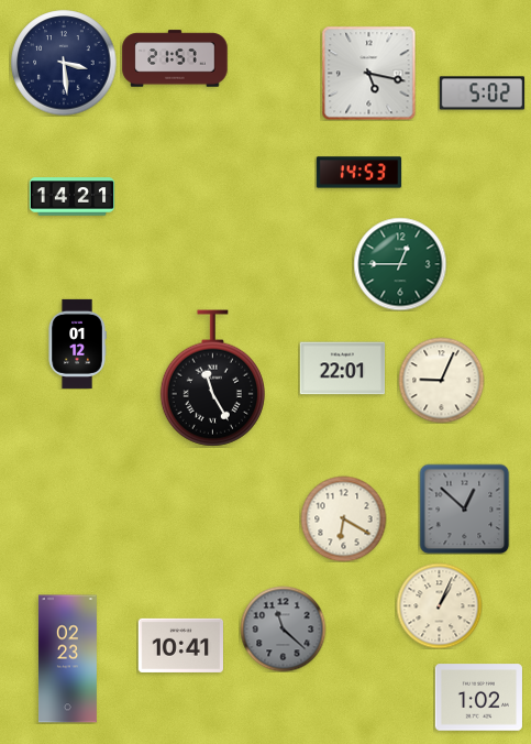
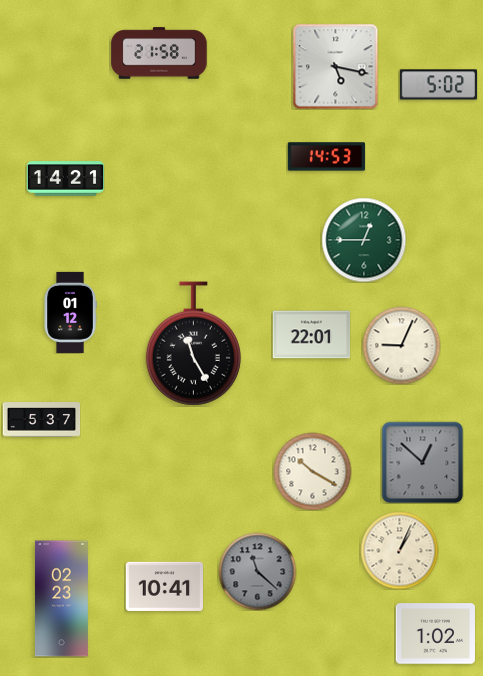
clock at (175, 58): 21:57 -> 21:58
clock at (64, 63): 3:29 -> none
clock at (41, 420): none -> 5:37
clock at (343, 518): 6:20 -> 10:20
